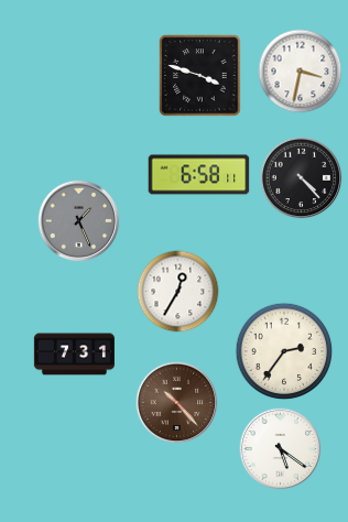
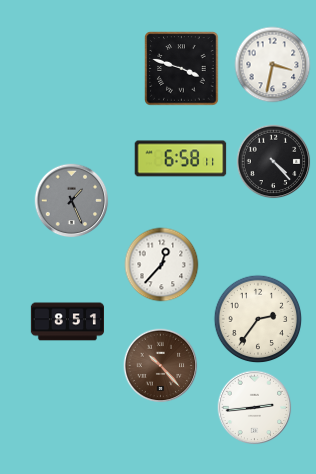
clock at (178, 292): 12:35 -> 12:37
clock at (74, 355): 7:31 -> 8:51
clock at (281, 449): 5:21 -> 2:44
